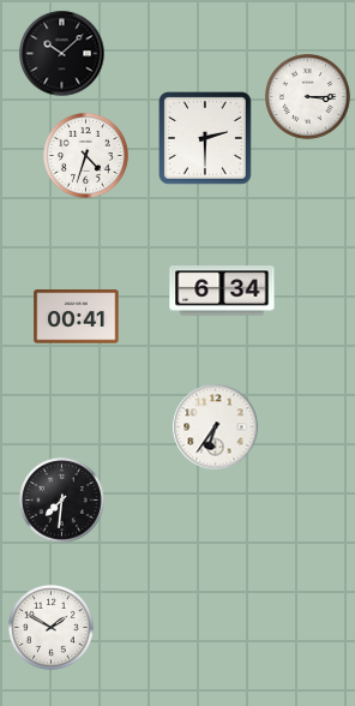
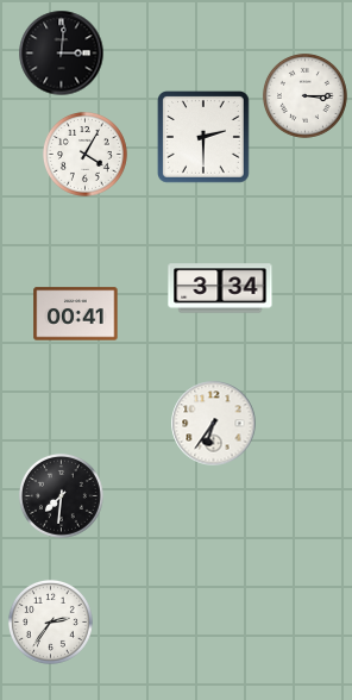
clock at (62, 54): 10:08 -> 3:01
clock at (85, 155): 4:33 -> 4:05
clock at (222, 291): 6:34 -> 3:34
clock at (50, 627): 1:50 -> 2:36
